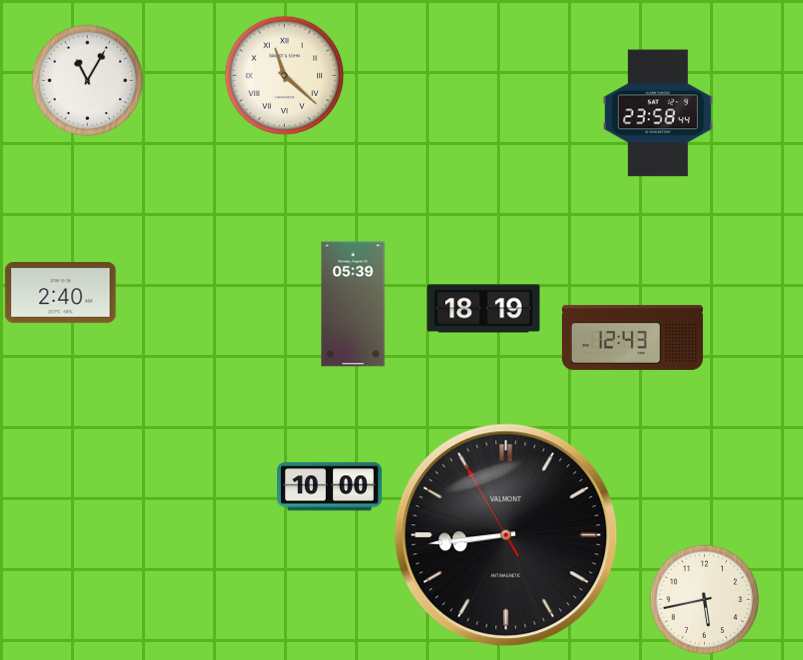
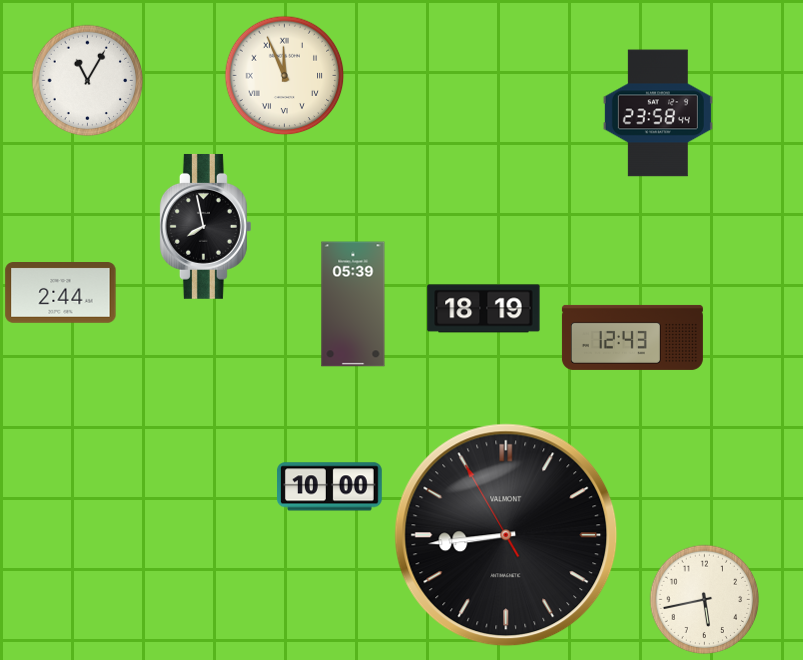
clock at (285, 76): 11:22 -> 11:56
clock at (205, 226): none -> 7:58
clock at (61, 293): 2:40 -> 2:44
